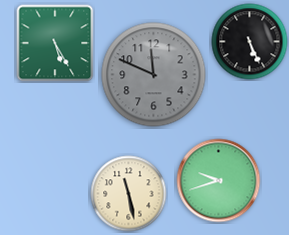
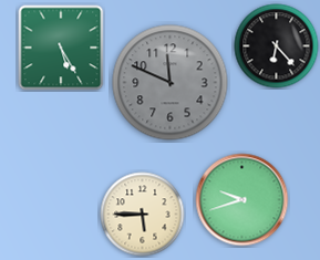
clock at (250, 42): 5:26 -> 6:23
clock at (129, 194): 11:28 -> 5:45
